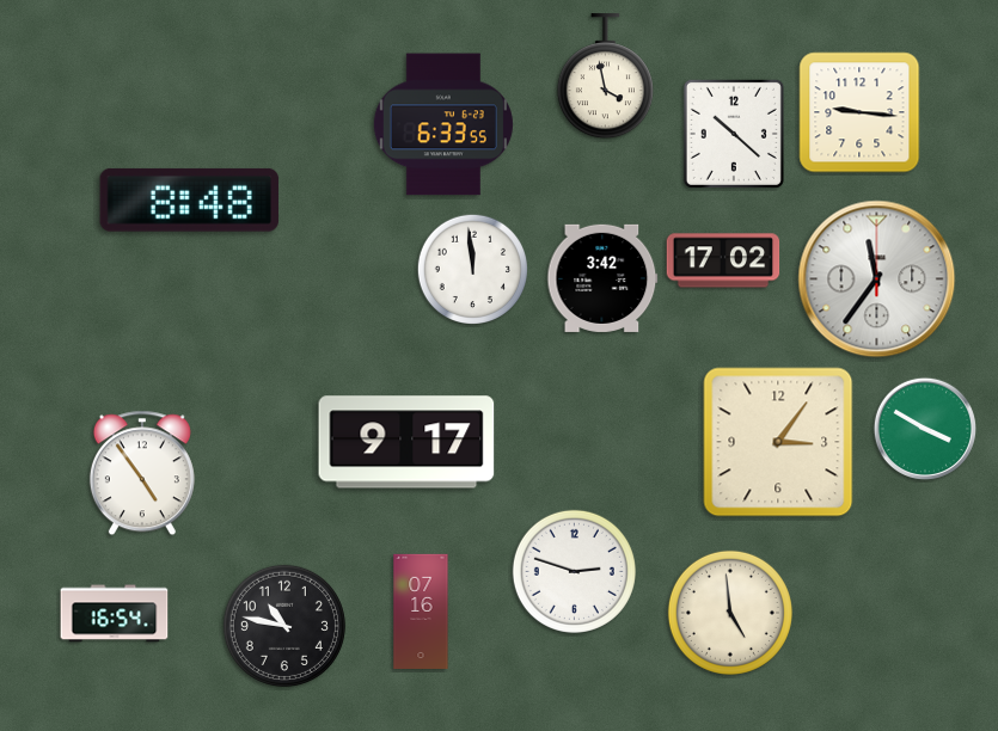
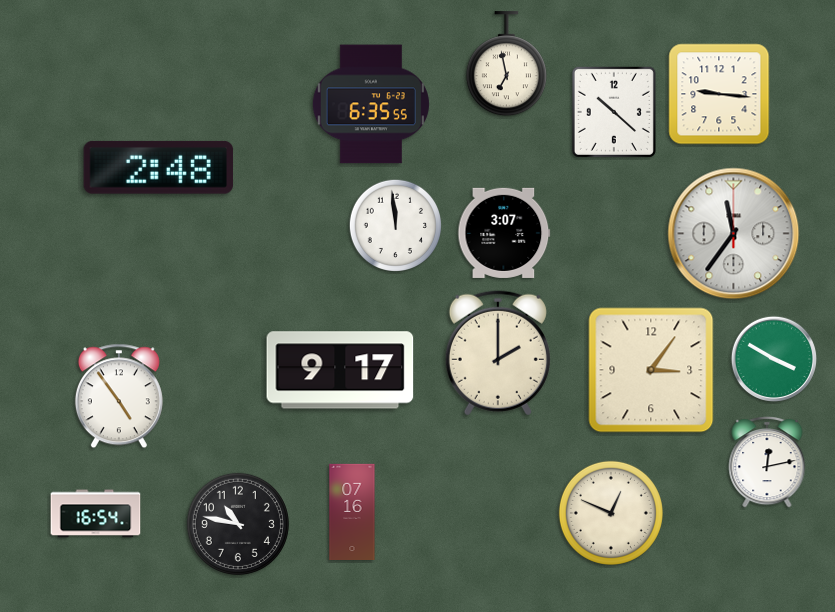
clock at (605, 76): 3:58 -> 6:58
clock at (443, 124): 6:33 -> 6:35
clock at (189, 199): 8:48 -> 2:48
clock at (723, 260): 17:02 -> none
clock at (602, 278): 3:42 -> 3:07
clock at (498, 353): none -> 2:00
clock at (767, 463): none -> 12:13
clock at (574, 571): 2:48 -> none
clock at (730, 613): 4:59 -> 12:49
